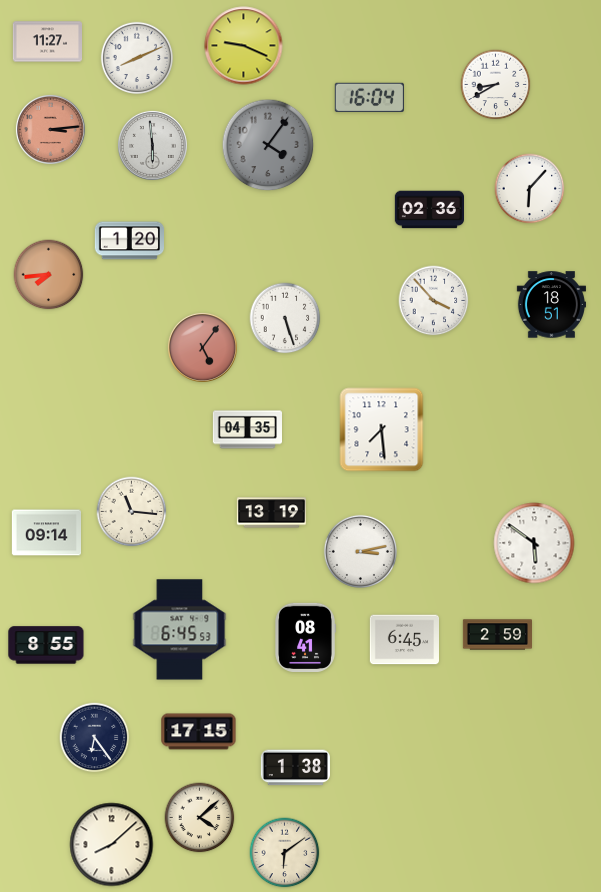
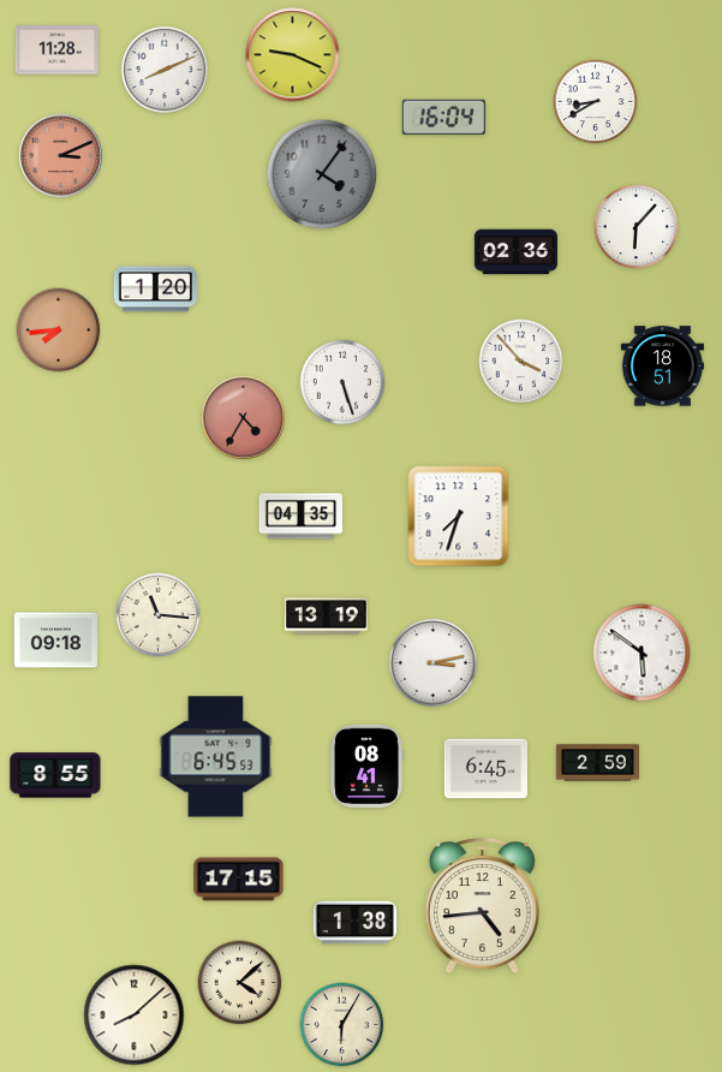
clock at (47, 42): 11:27 -> 11:28
clock at (50, 129): 3:14 -> 3:11
clock at (152, 145): 5:59 -> none
clock at (202, 347): 5:06 -> 4:35
clock at (247, 430) position: (247, 430) -> (300, 517)
clock at (382, 430): 7:29 -> 7:33
clock at (46, 533): 09:14 -> 09:18
clock at (95, 738): 6:24 -> none
clock at (482, 906): none -> 4:44
clock at (285, 853): 6:09 -> 6:05
